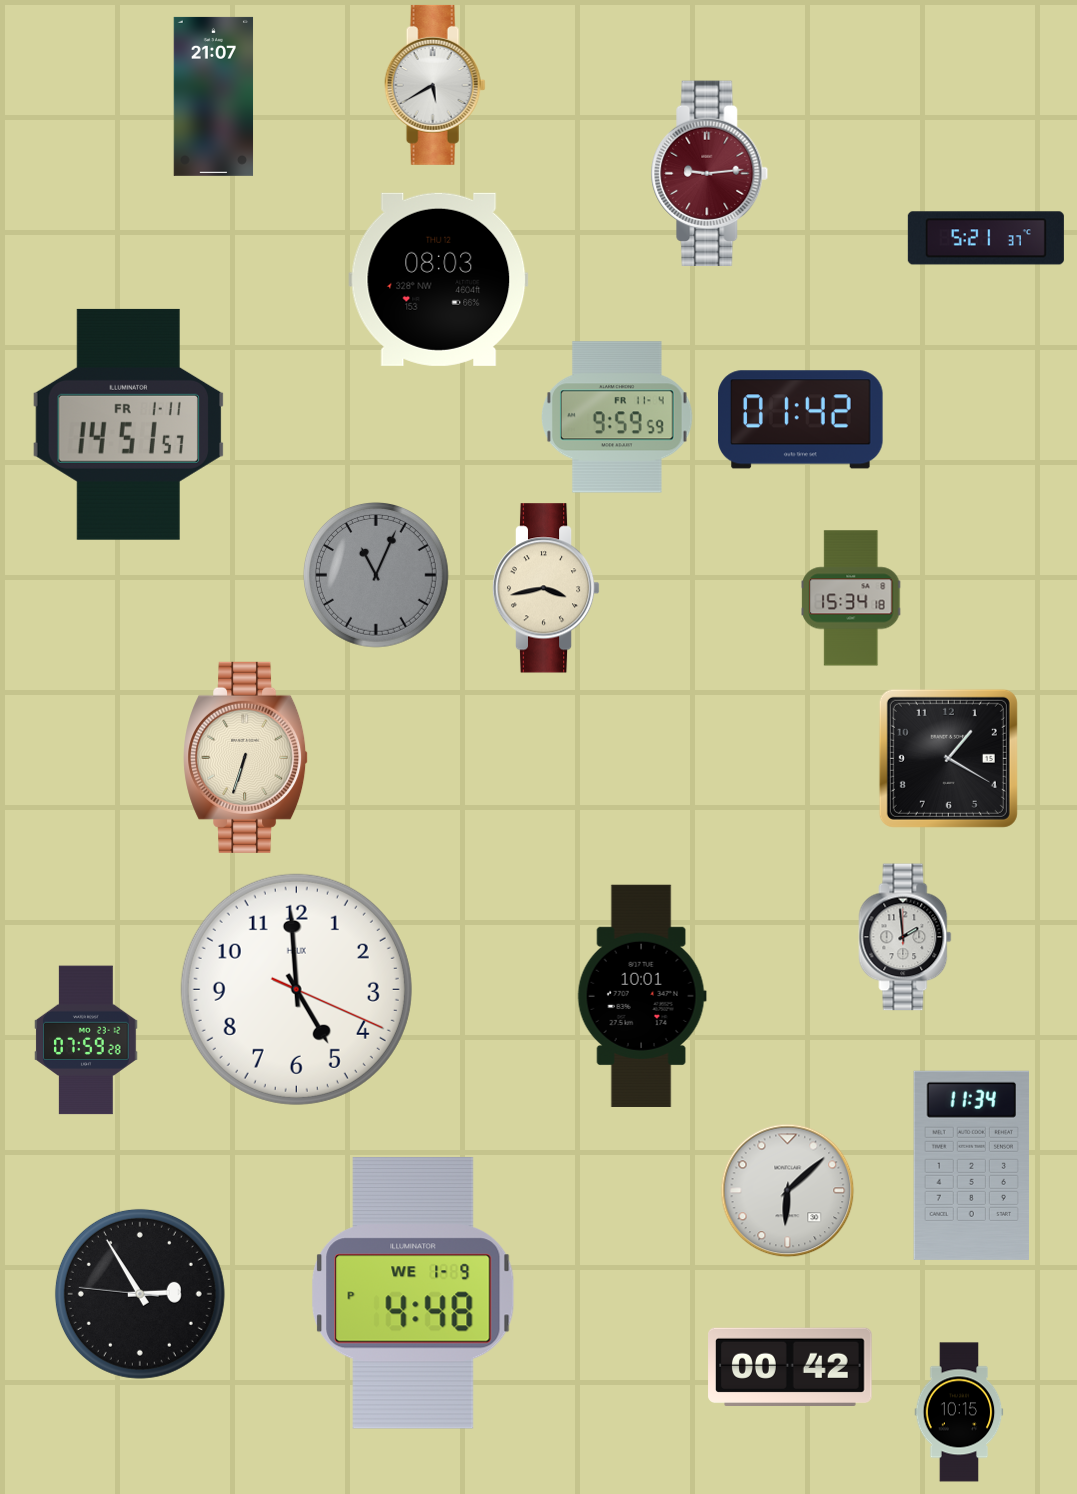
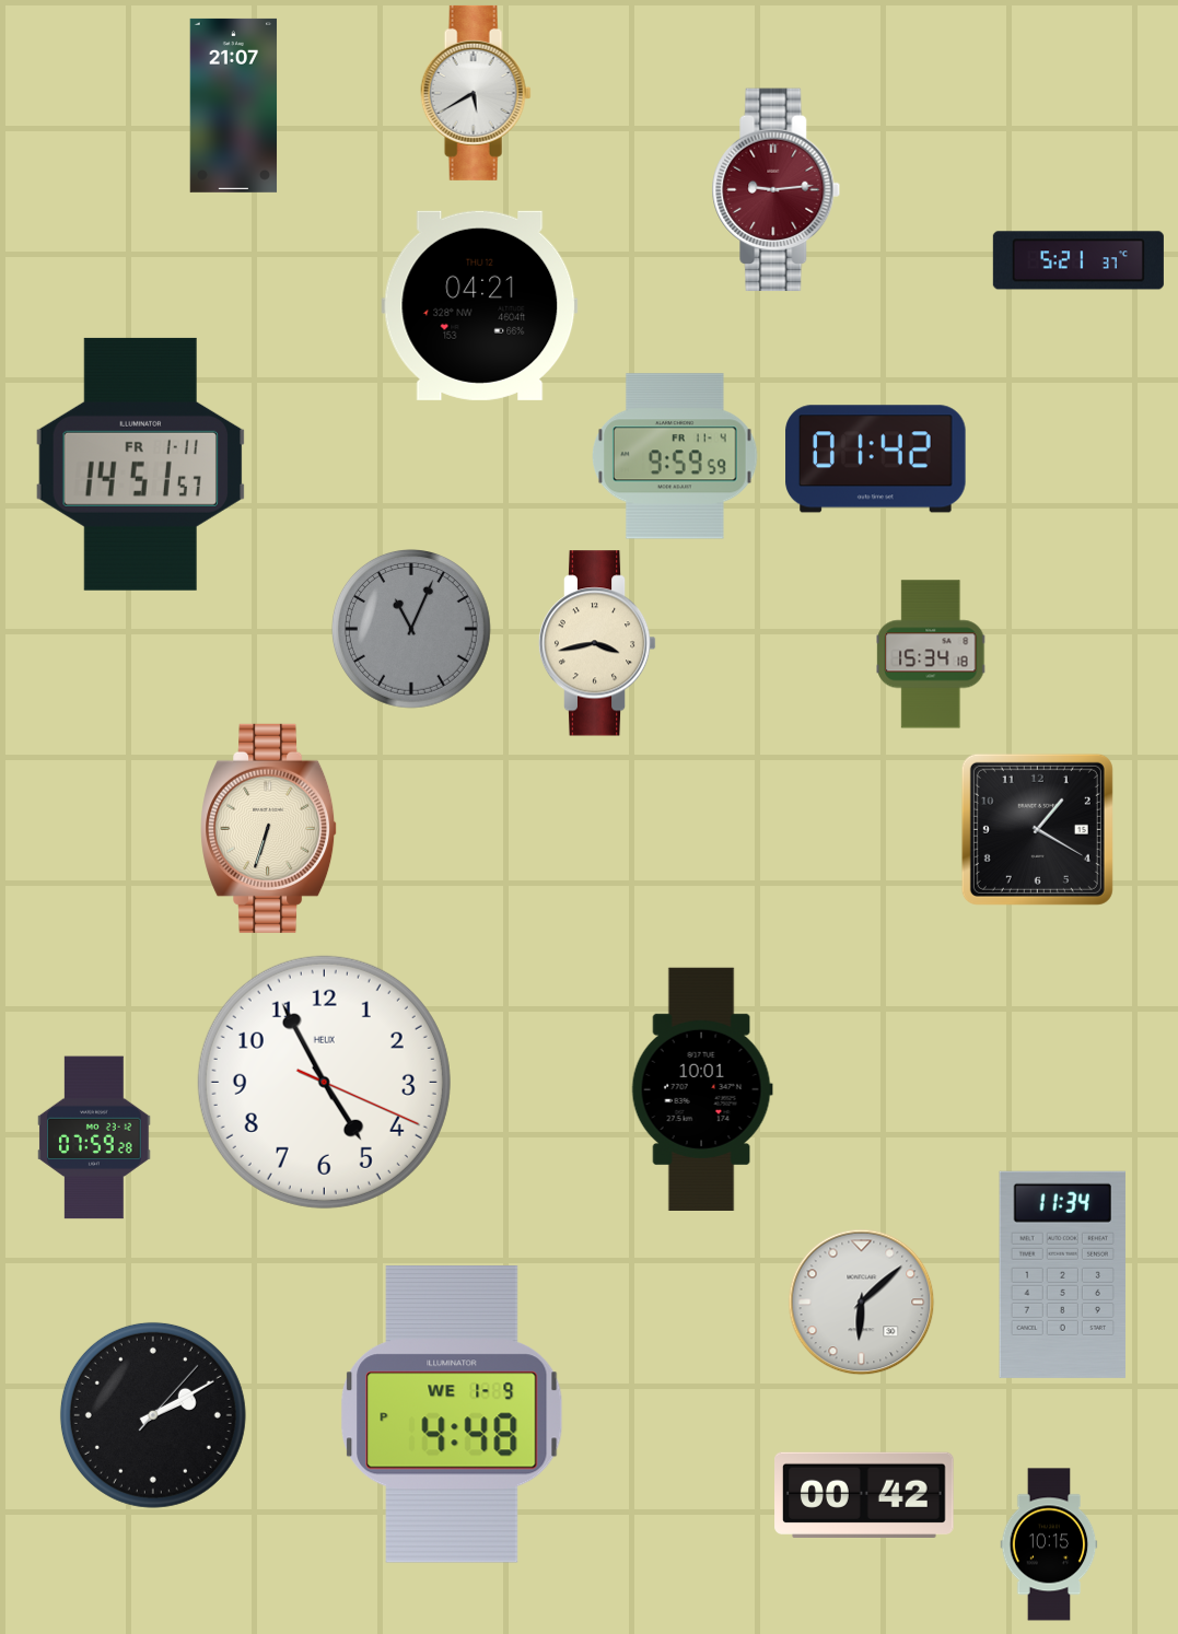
clock at (439, 279): 08:03 -> 04:21
clock at (905, 937): 1:59 -> none
clock at (296, 989): 4:59 -> 4:55
clock at (140, 1294): 2:54 -> 2:10
